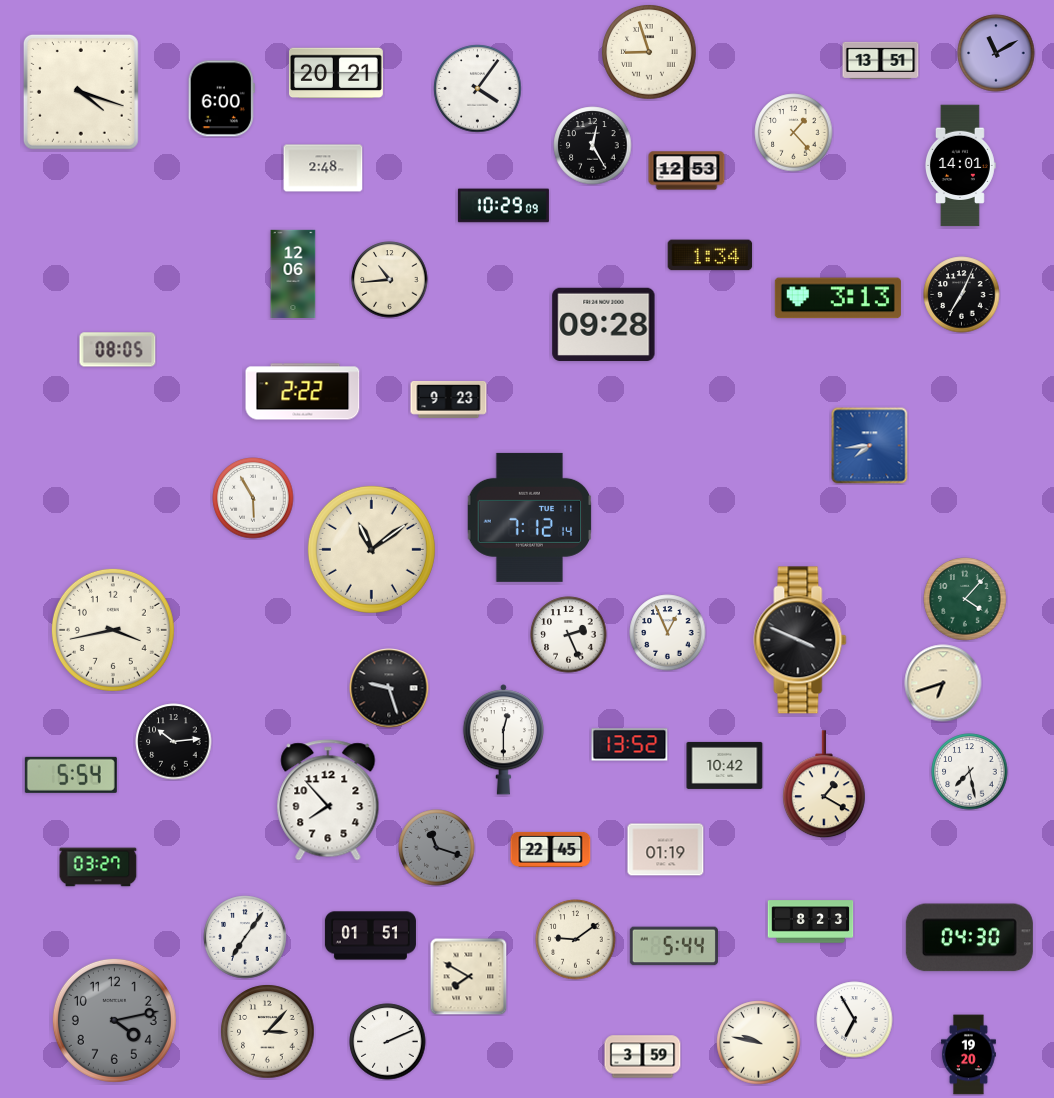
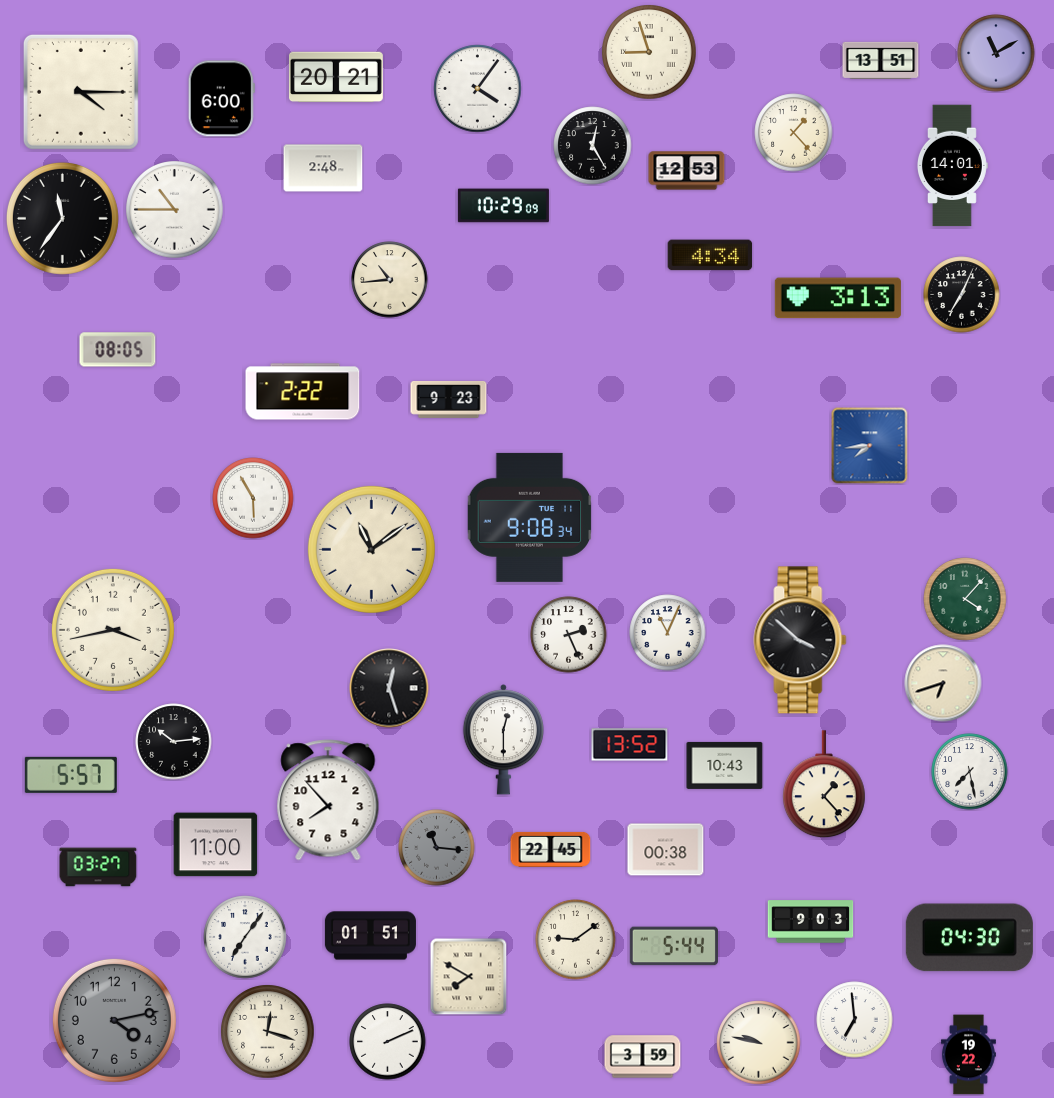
clock at (336, 73) position: (336, 73) -> (336, 77)
clock at (81, 92): 4:18 -> 4:15
clock at (960, 166) position: (960, 166) -> (952, 166)
clock at (175, 210): none -> 10:45
clock at (62, 218): none -> 11:36
clock at (710, 255): 1:34 -> 4:34
clock at (293, 273): 12:06 -> none
clock at (604, 324): 09:28 -> none
clock at (530, 517): 7:12 -> 9:08
clock at (668, 633): 12:56 -> 11:04
clock at (800, 640): 3:49 -> 3:52
clock at (389, 688): 9:27 -> 12:27
clock at (725, 765): 10:42 -> 10:43
clock at (71, 775): 5:54 -> 5:57
clock at (824, 785): 1:20 -> 1:23
clock at (216, 845): none -> 11:00
clock at (437, 848): 11:18 -> 11:16
clock at (666, 850): 01:19 -> 00:38
clock at (811, 922): 8:23 -> 9:03
clock at (855, 1020): 6:55 -> 6:59
clock at (268, 1032): 3:07 -> 12:18
clock at (968, 1055): 19:20 -> 19:22
